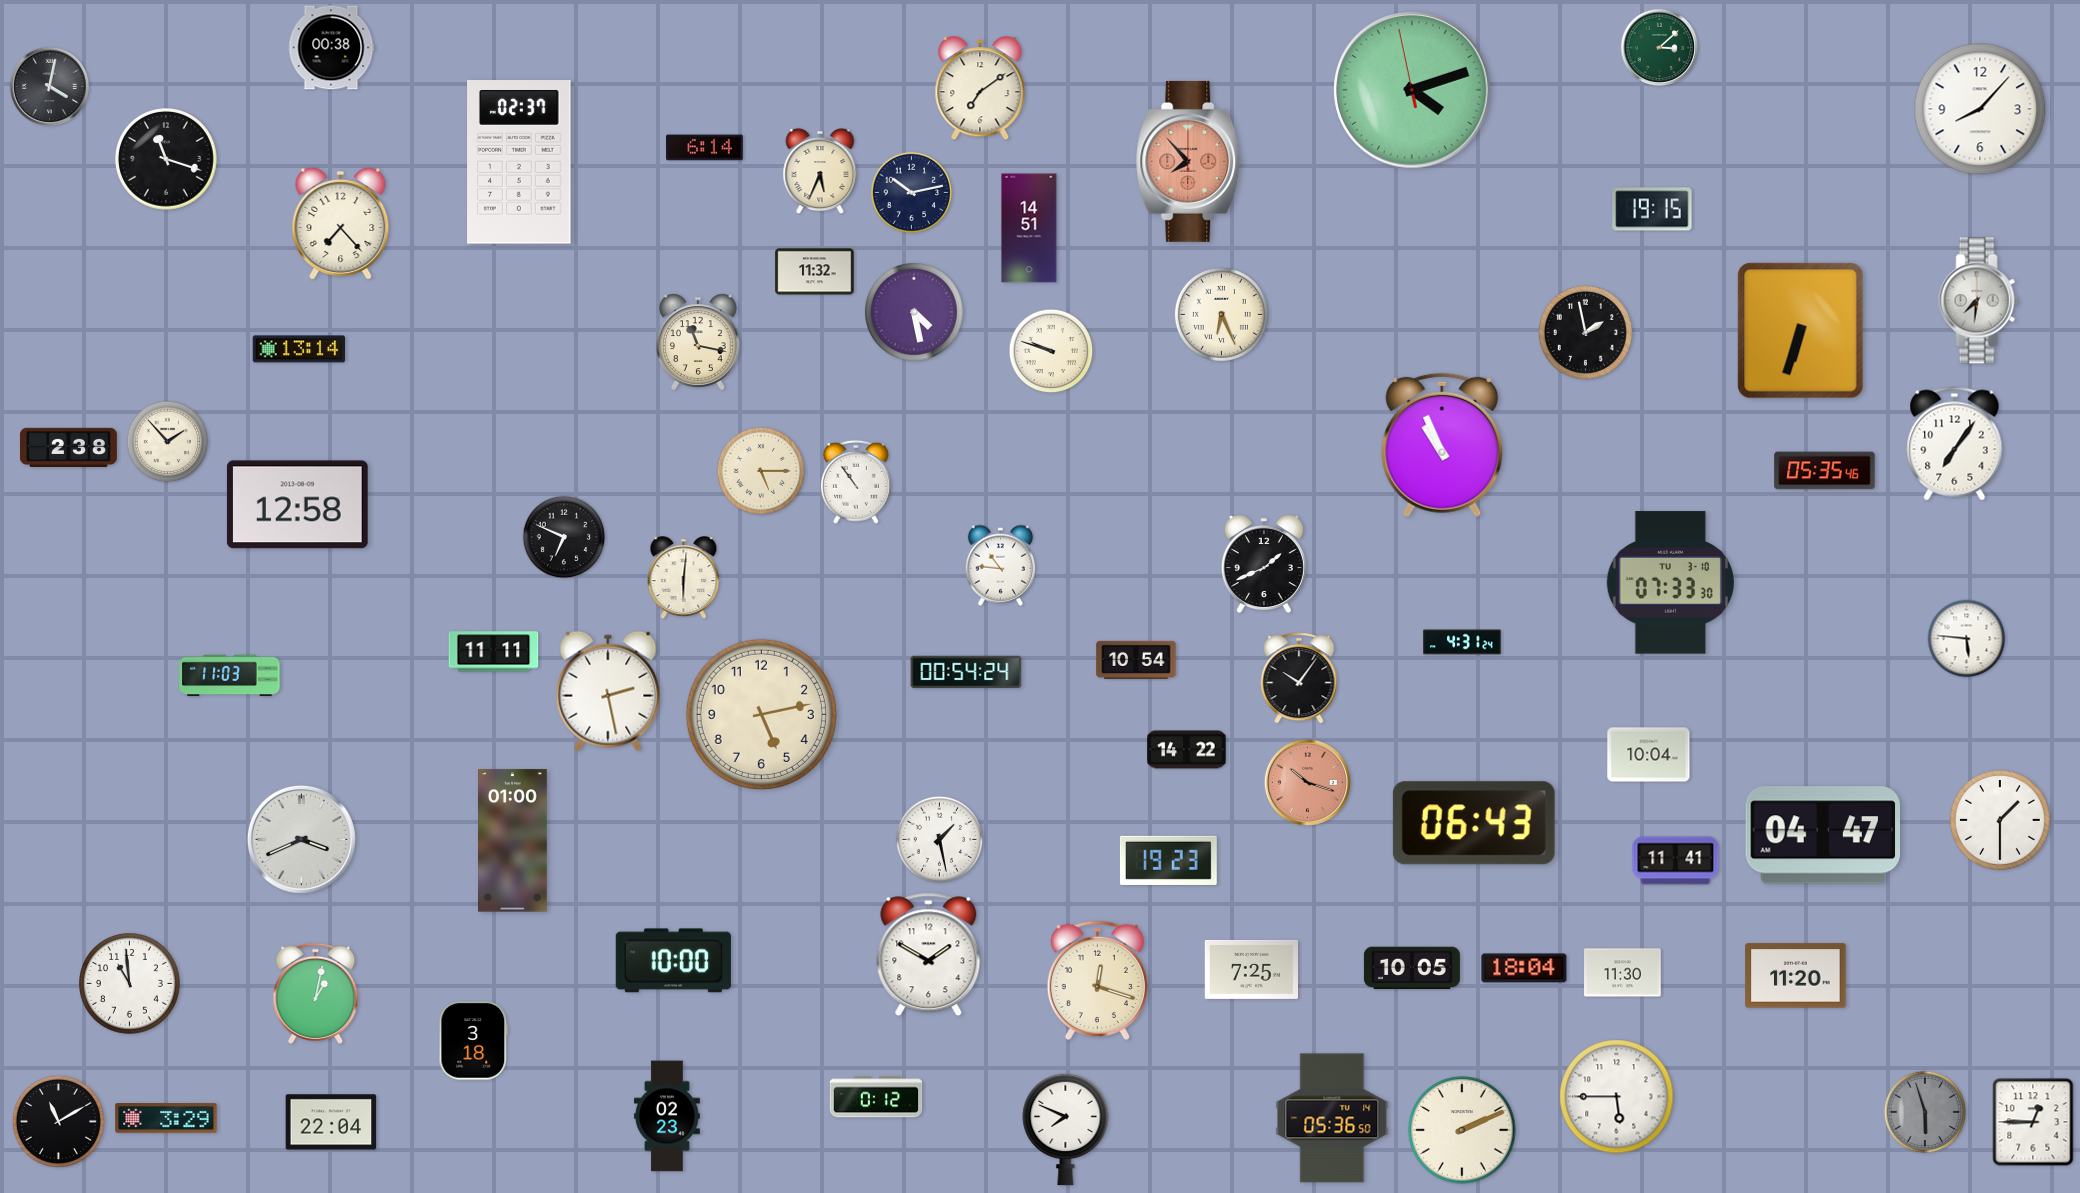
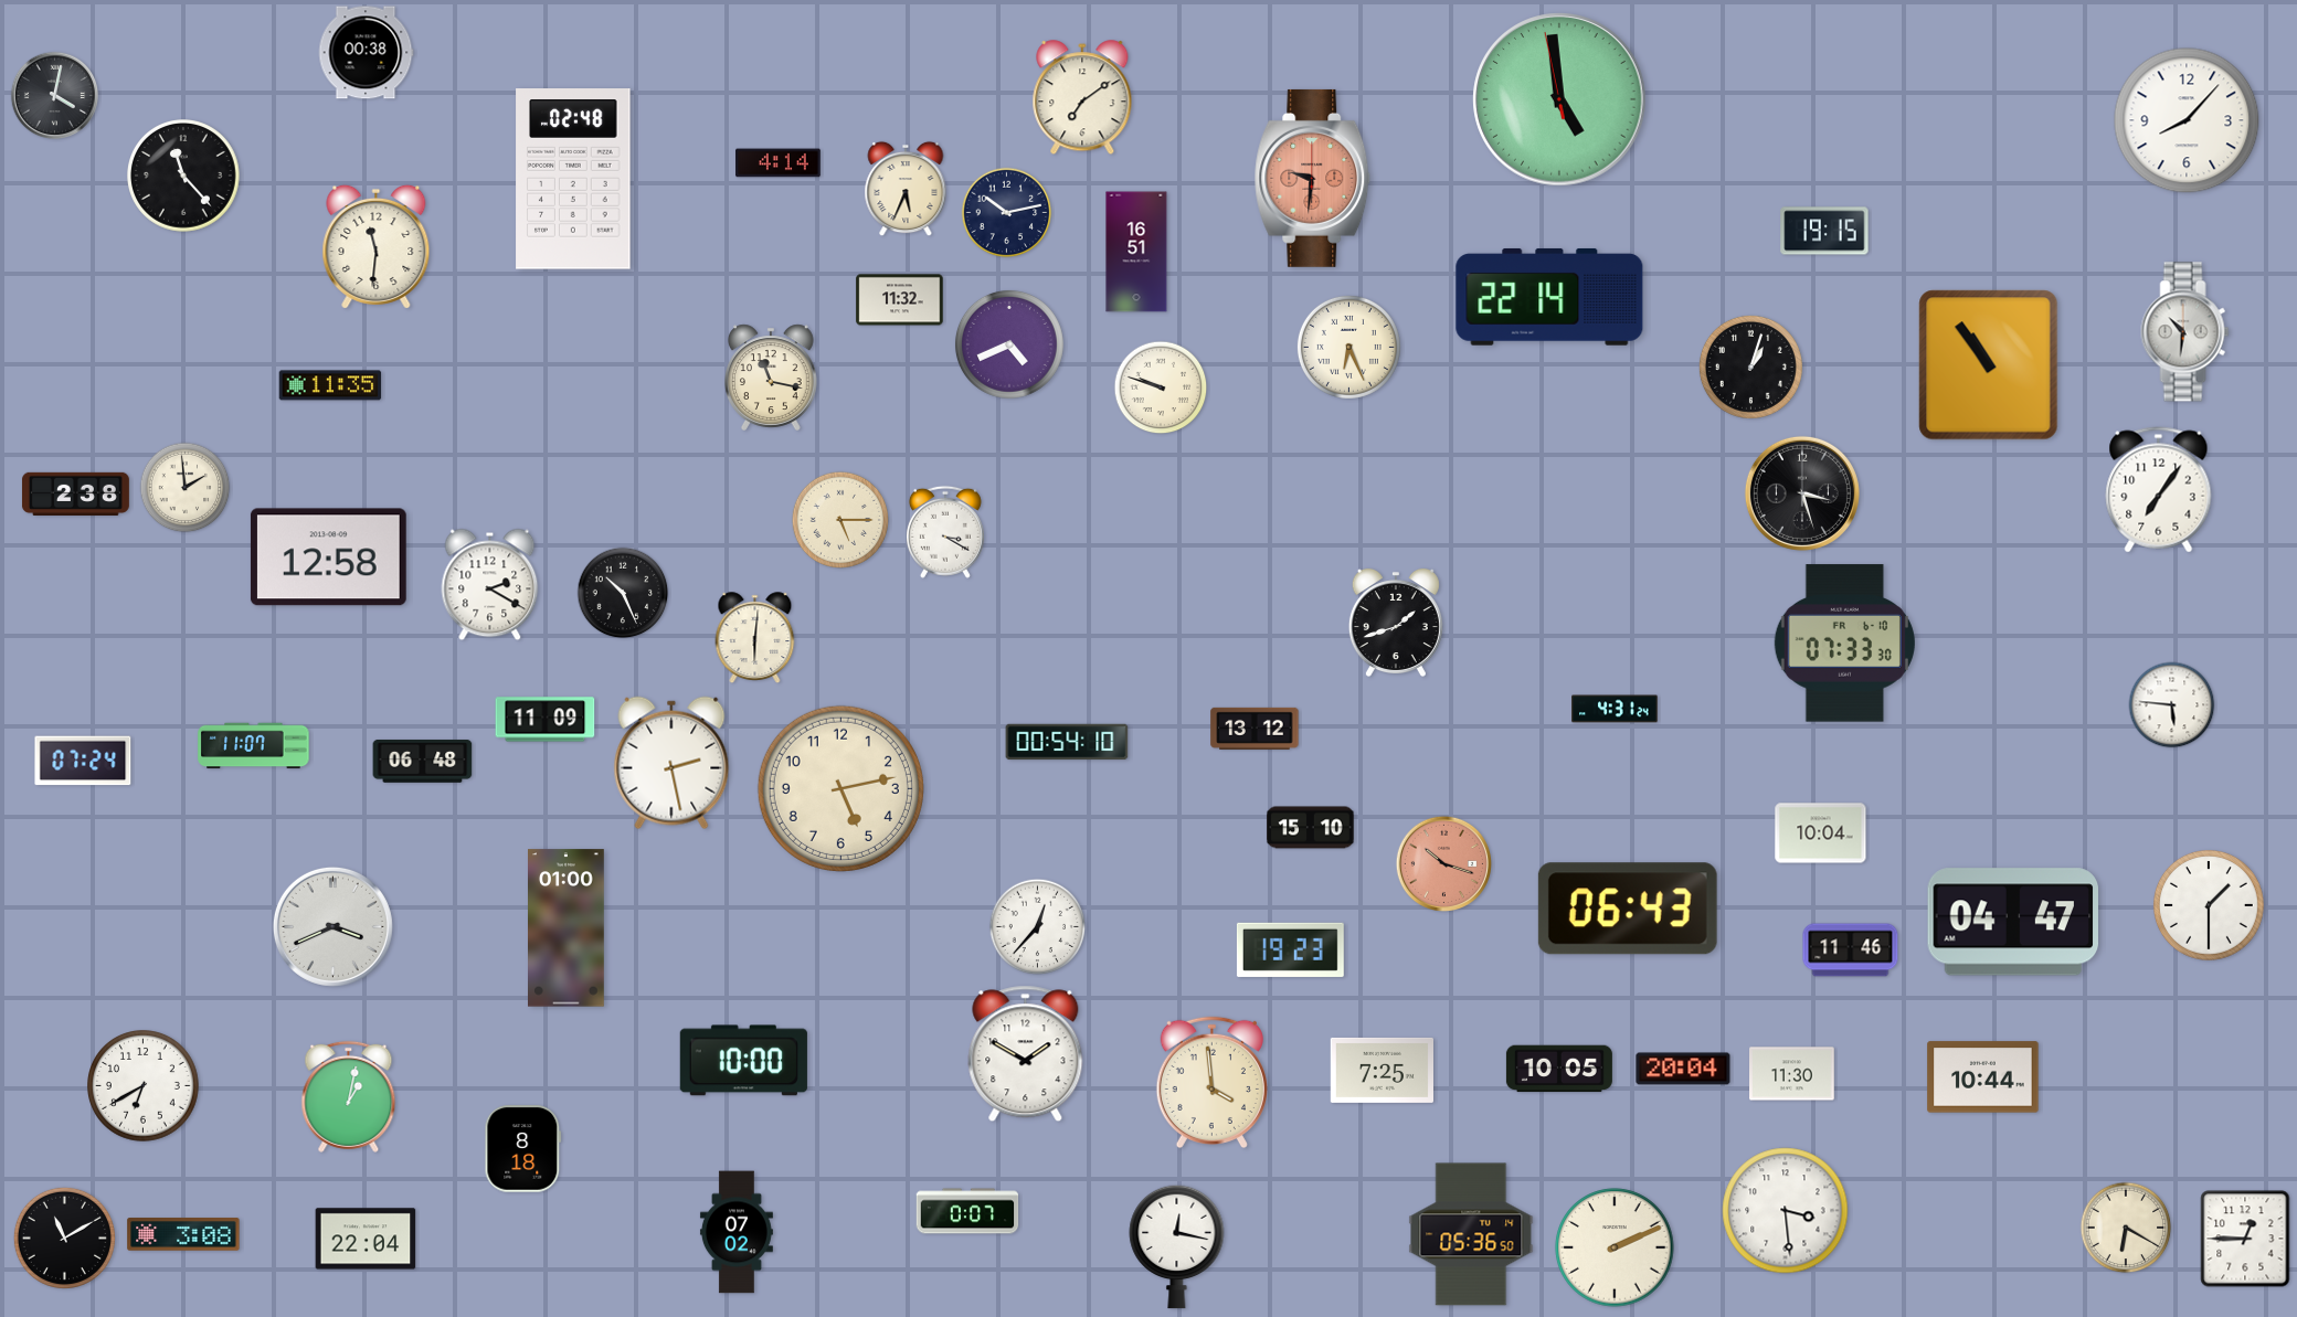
clock at (1660, 48): 3:08 -> none
clock at (1412, 90): 4:11 -> 4:58
clock at (705, 148): 6:14 -> 4:14
clock at (167, 160): 11:18 -> 11:23
clock at (1189, 161): 7:53 -> 9:31
clock at (519, 162): 02:37 -> 02:48
clock at (341, 223): 7:23 -> 11:31
clock at (1029, 228): 14:51 -> 16:51
clock at (1549, 297): none -> 22:14
clock at (1979, 301): 7:31 -> 10:31
clock at (914, 312): 4:28 -> 4:41
clock at (1801, 331): 6:33 -> 10:54
clock at (1585, 332): 1:58 -> 1:03
clock at (299, 349): 13:14 -> 11:35
clock at (168, 442): 1:53 -> 1:59
clock at (1442, 445): 10:56 -> none
clock at (1802, 493): none -> 3:27
clock at (1825, 471): 05:35 -> none
clock at (856, 482): 10:54 -> 3:20
clock at (490, 585): none -> 2:20
clock at (564, 537): 6:49 -> 10:26
clock at (1264, 564): 1:41 -> 1:42
clock at (1000, 565): 10:46 -> none
clock at (1670, 583) date: TU 3-10 -> FR 6-10
clock at (494, 652): 11:11 -> 11:09
clock at (1136, 660): 10:54 -> 13:12
clock at (966, 672): 00:54:24 -> 00:54:10
clock at (230, 676): 11:03 -> 11:07
clock at (1299, 678): 10:06 -> none
clock at (83, 761): none -> 07:24
clock at (423, 761): none -> 06:48
clock at (1187, 750): 14:22 -> 15:10
clock at (940, 840): 1:28 -> 12:37
clock at (1676, 861): 11:41 -> 11:46
clock at (1524, 968): 18:04 -> 20:04
clock at (1796, 976): 11:20 -> 10:44
clock at (1097, 981): 12:18 -> 3:59
clock at (130, 984): 10:59 -> 6:40
clock at (474, 1041): 3:18 -> 8:18
clock at (876, 1097): 0:12 -> 0:07
clock at (1617, 1097): 5:45 -> 3:29
clock at (1925, 1112): 5:57 -> 6:20
clock at (1925, 1112) dial: grey -> cream
clock at (667, 1116): 02:23 -> 07:02
clock at (166, 1118): 3:29 -> 3:08
clock at (1066, 1129): 7:49 -> 12:17
